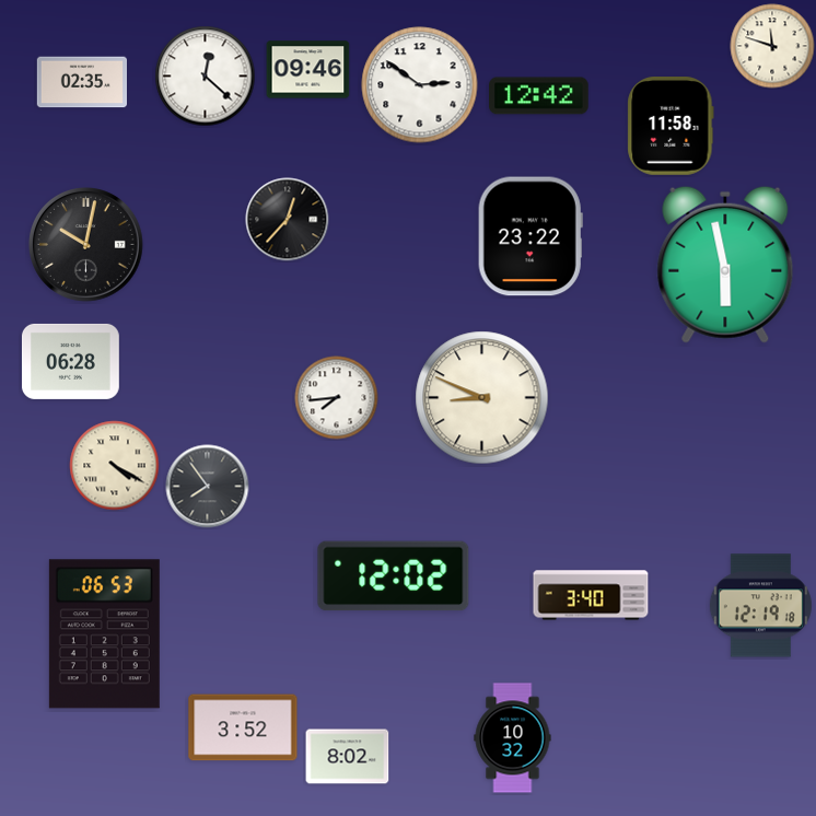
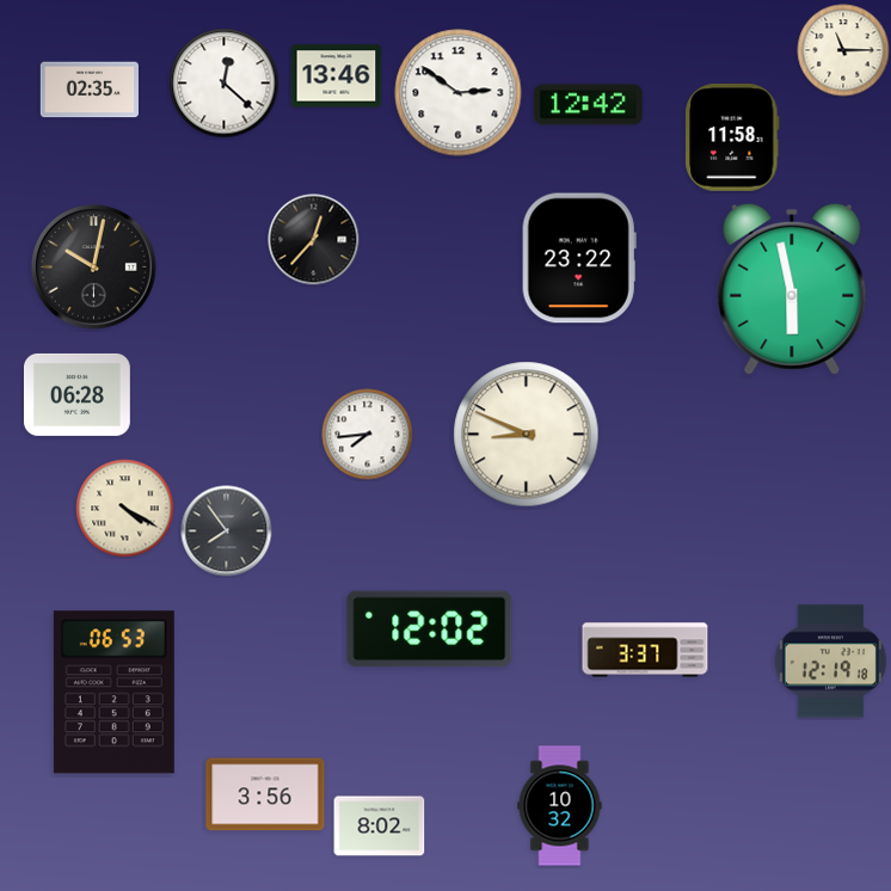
clock at (772, 46): 11:48 -> 11:15
clock at (308, 70): 09:46 -> 13:46
clock at (591, 595): 3:40 -> 3:37
clock at (243, 727): 3:52 -> 3:56
